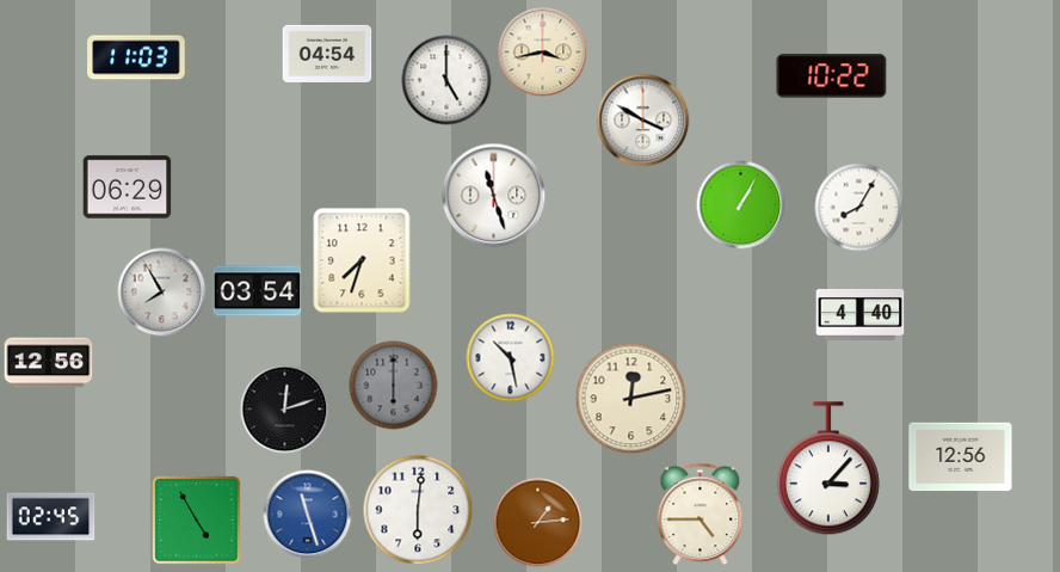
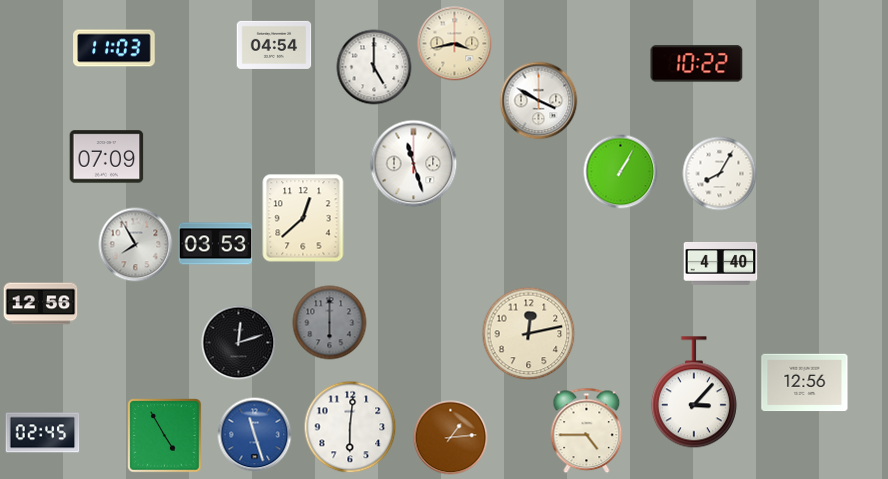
clock at (128, 187): 06:29 -> 07:09
clock at (362, 260): 7:33 -> 12:38
clock at (258, 291): 03:54 -> 03:53
clock at (511, 358): 10:28 -> none
clock at (308, 515) position: (308, 515) -> (255, 435)
